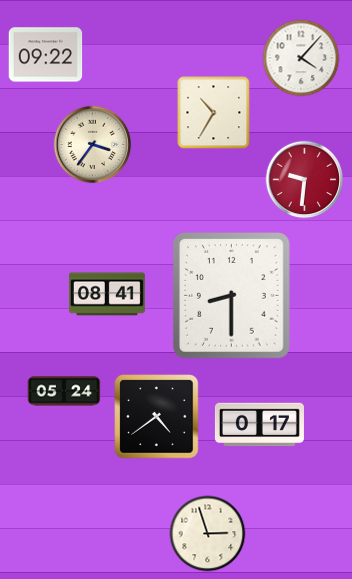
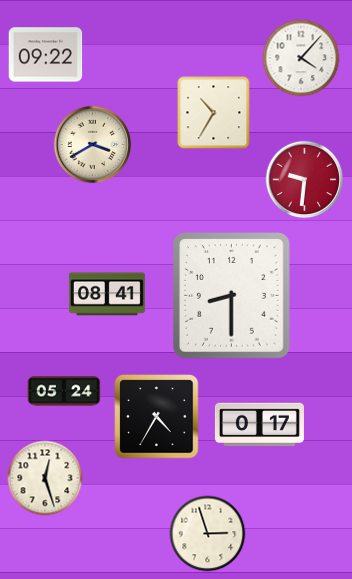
clock at (93, 145): 3:36 -> 3:40
clock at (157, 417): 4:39 -> 4:35
clock at (45, 478): none -> 12:27
